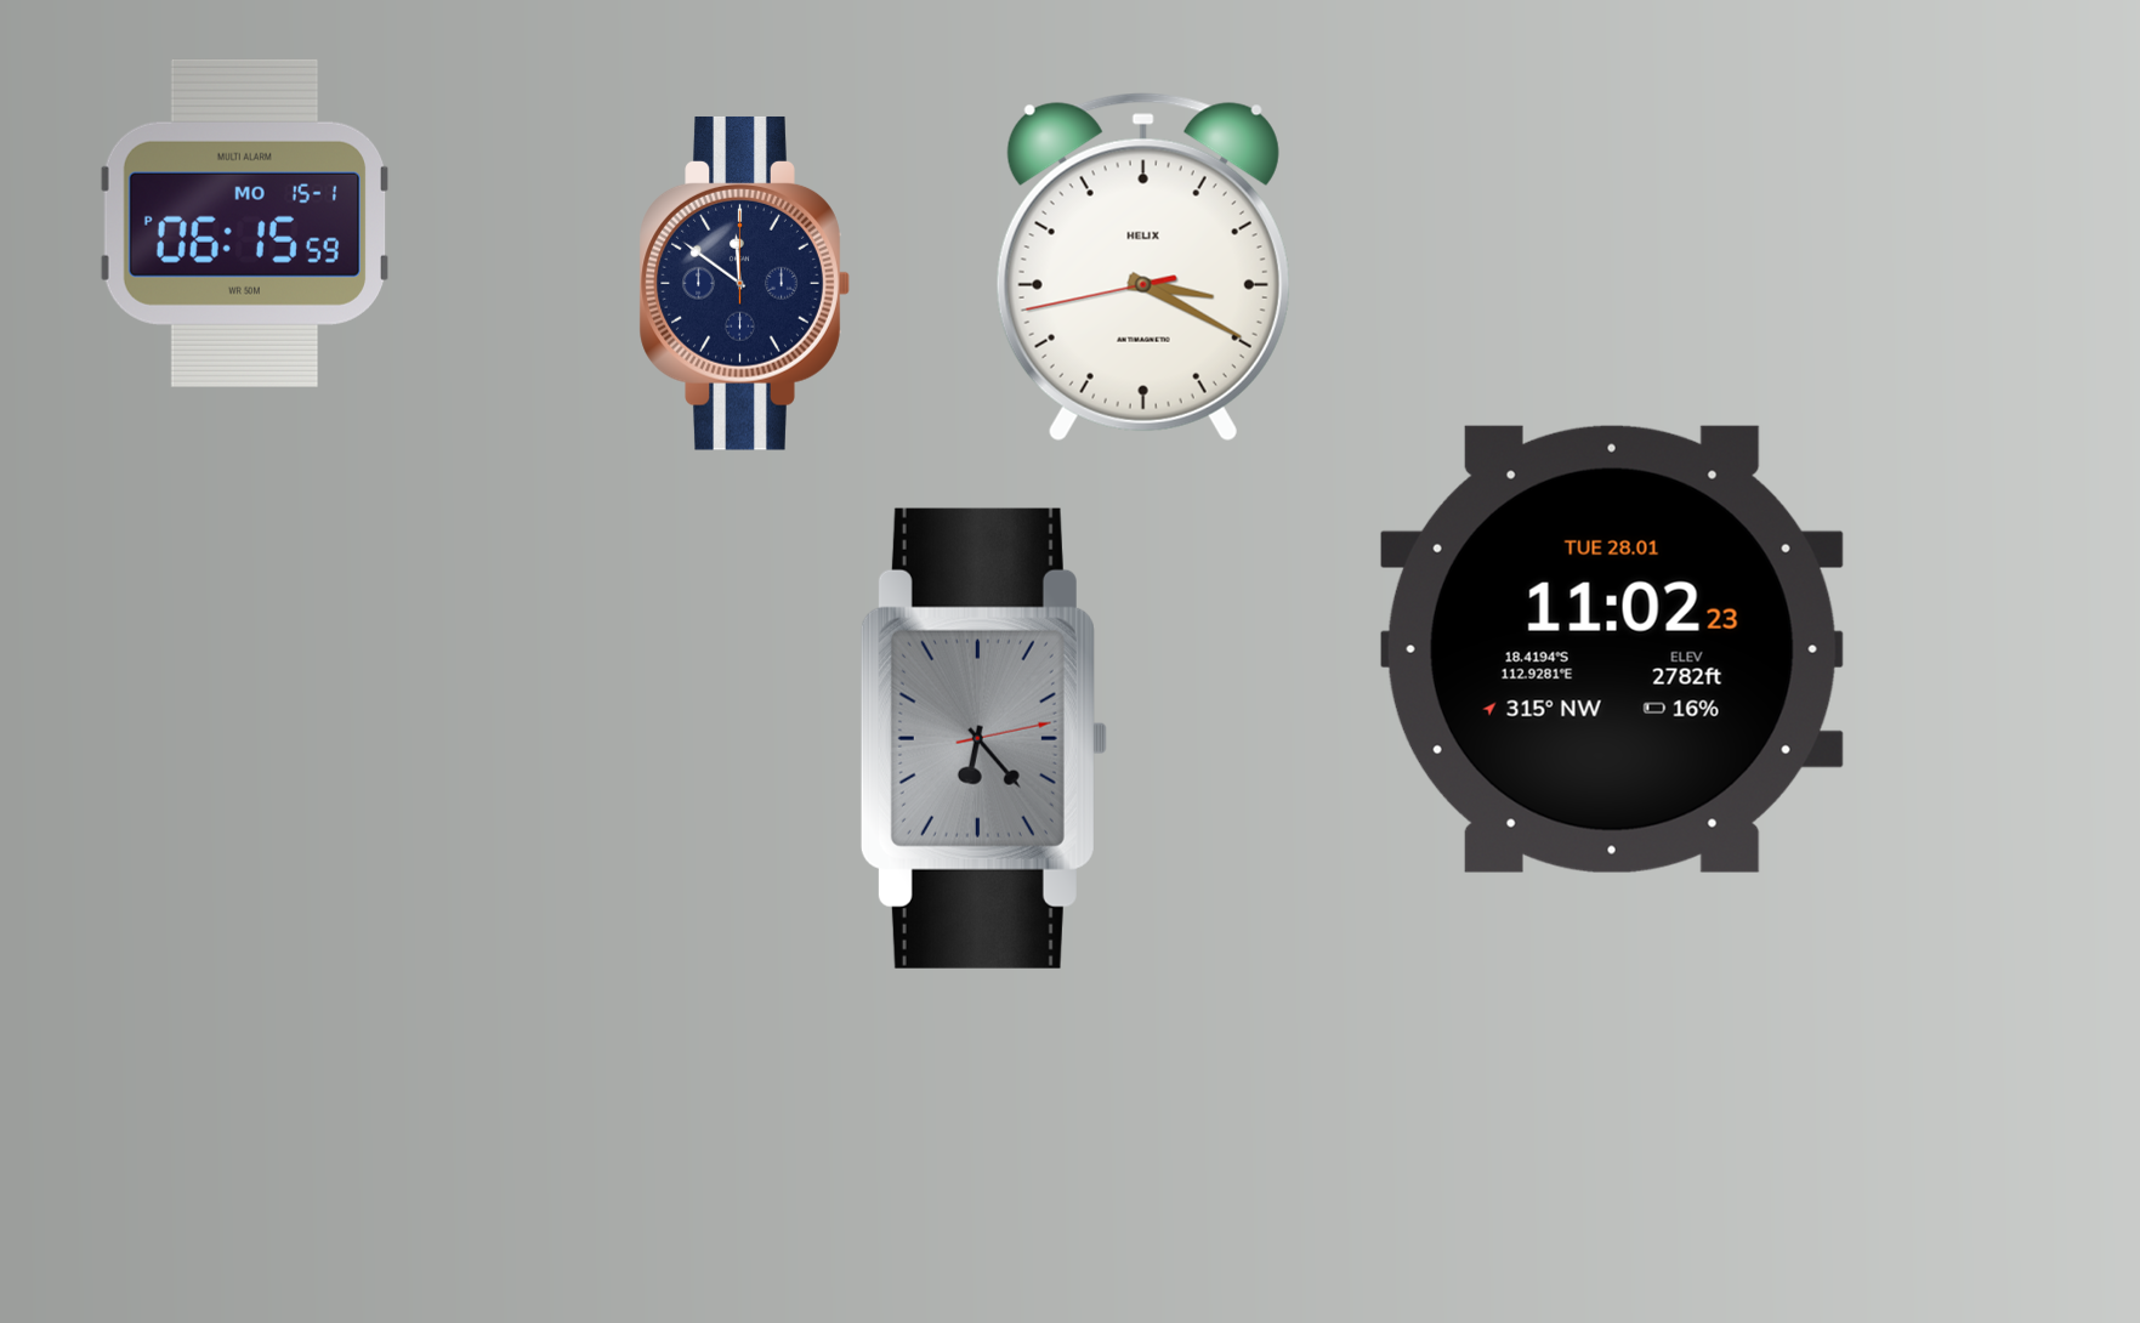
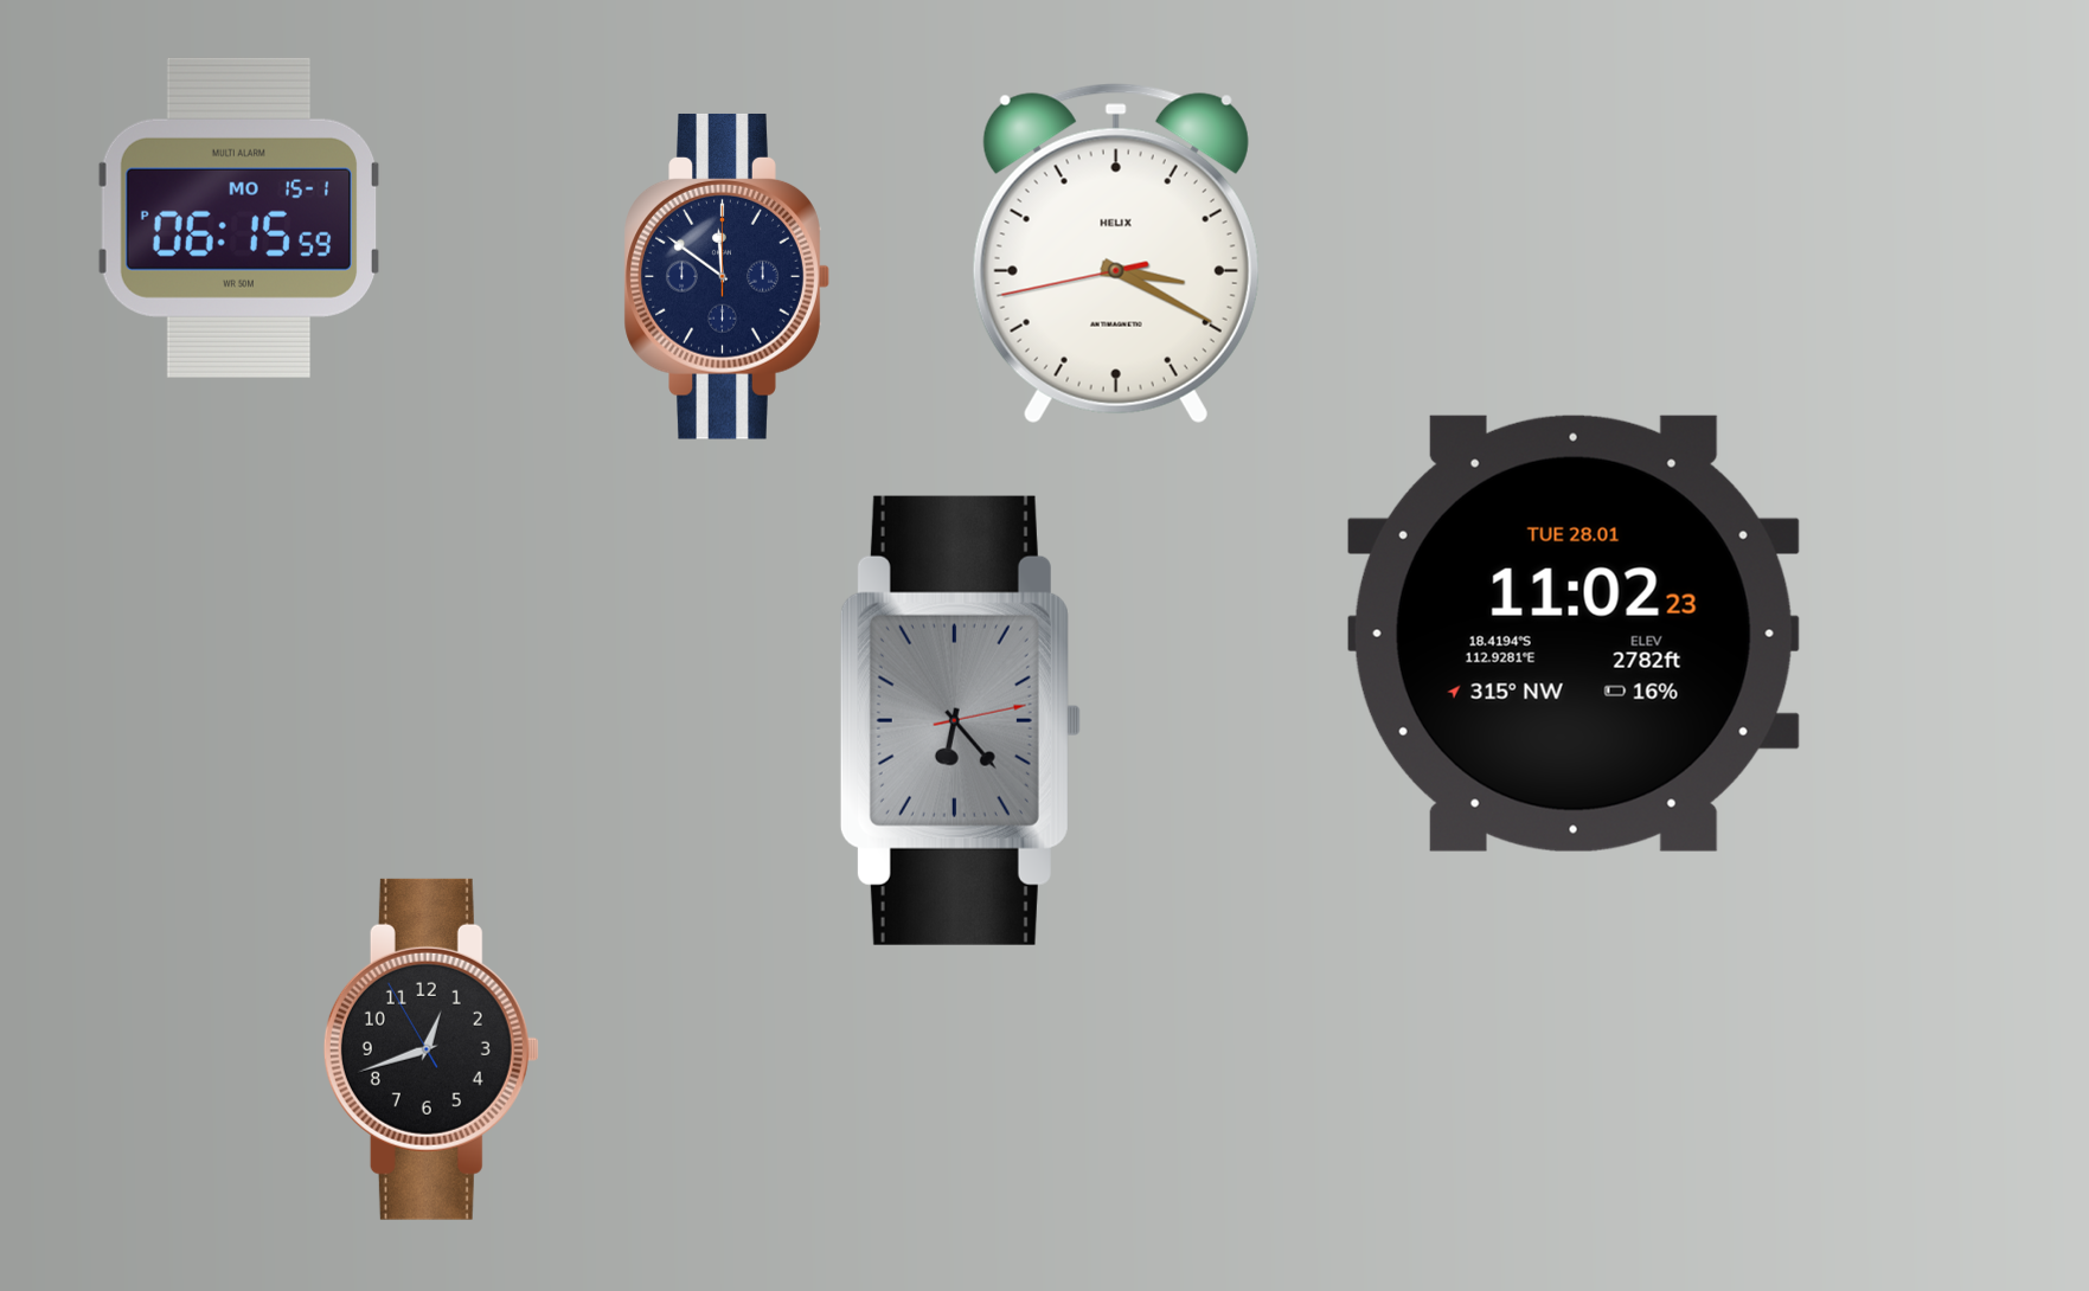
clock at (1143, 267) position: (1143, 267) -> (1116, 253)
clock at (431, 1049): none -> 12:41
